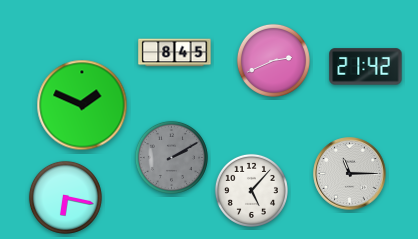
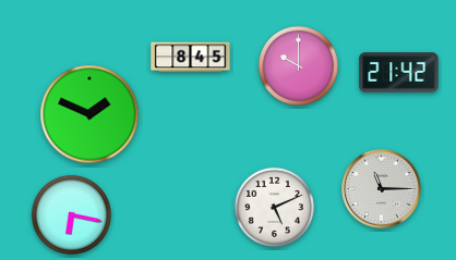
clock at (273, 60): 2:41 -> 10:00
clock at (171, 157): 2:10 -> none
clock at (251, 190): 5:07 -> 5:11
